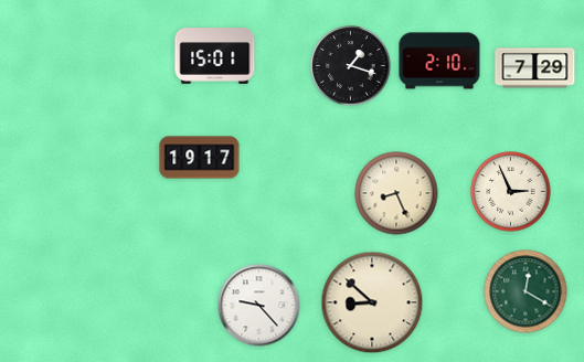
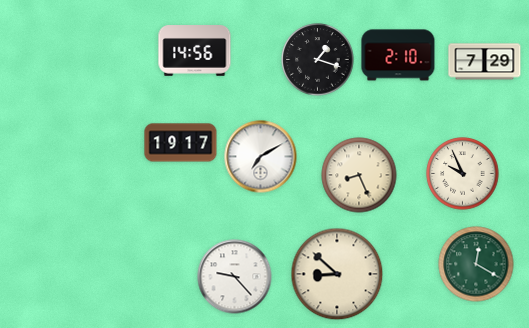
clock at (215, 56): 15:01 -> 14:56
clock at (261, 157): none -> 7:10
clock at (511, 192): 2:56 -> 9:56
